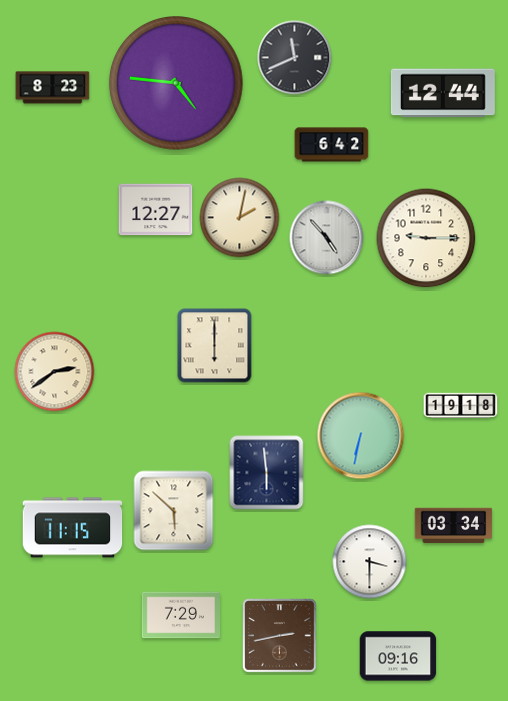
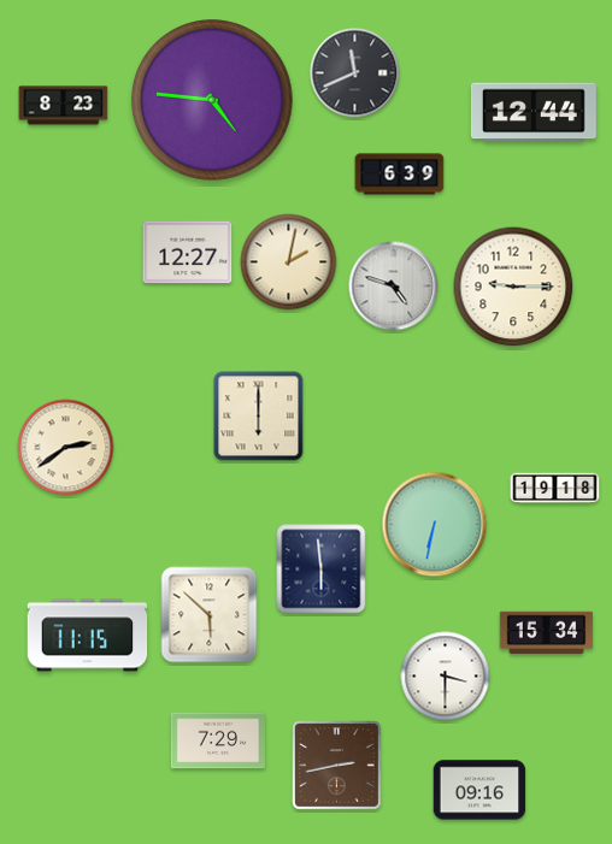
clock at (295, 58) position: (295, 58) -> (355, 73)
clock at (332, 145): 6:42 -> 6:39
clock at (327, 238): 4:53 -> 4:48
clock at (454, 526): 03:34 -> 15:34
